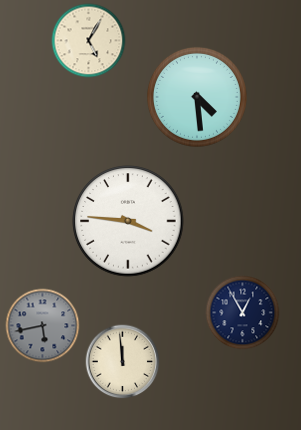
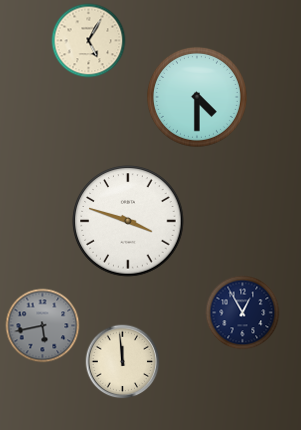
clock at (197, 97): 4:29 -> 4:30
clock at (128, 221): 3:46 -> 3:48
